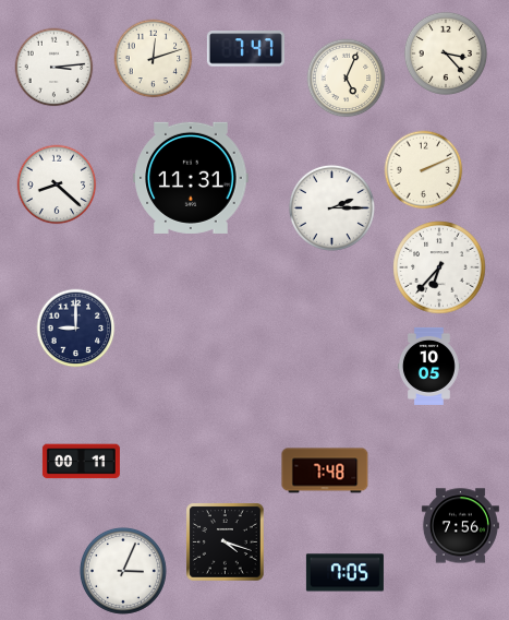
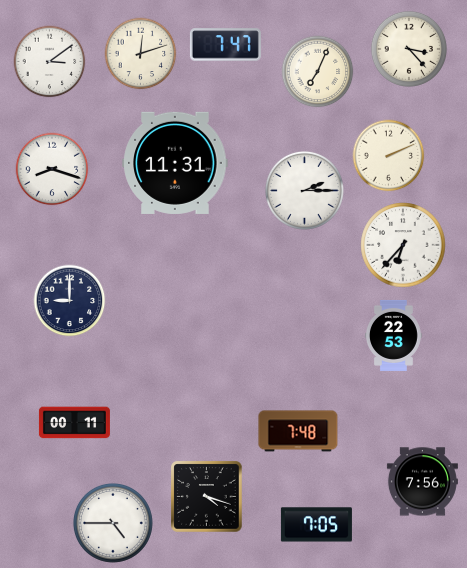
clock at (54, 68): 3:14 -> 3:09
clock at (347, 79): 5:04 -> 7:04
clock at (57, 184): 8:22 -> 8:18
clock at (428, 366): 10:05 -> 22:53
clock at (123, 571): 3:04 -> 4:45
